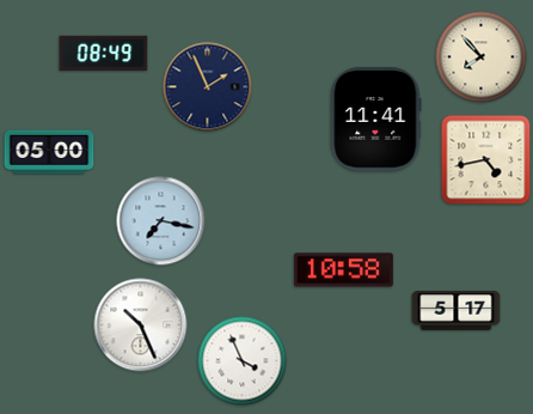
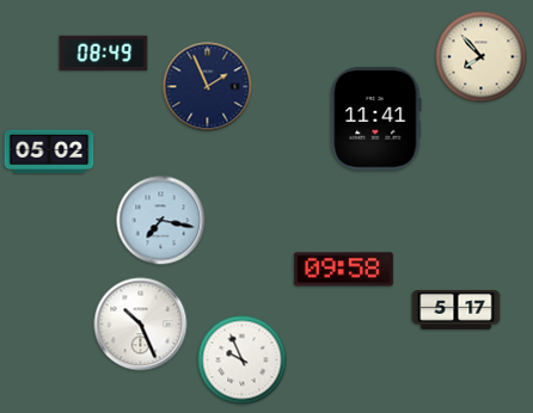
clock at (49, 152): 05:00 -> 05:02
clock at (486, 160): 4:43 -> none
clock at (343, 270): 10:58 -> 09:58
clock at (243, 361): 3:56 -> 9:56
